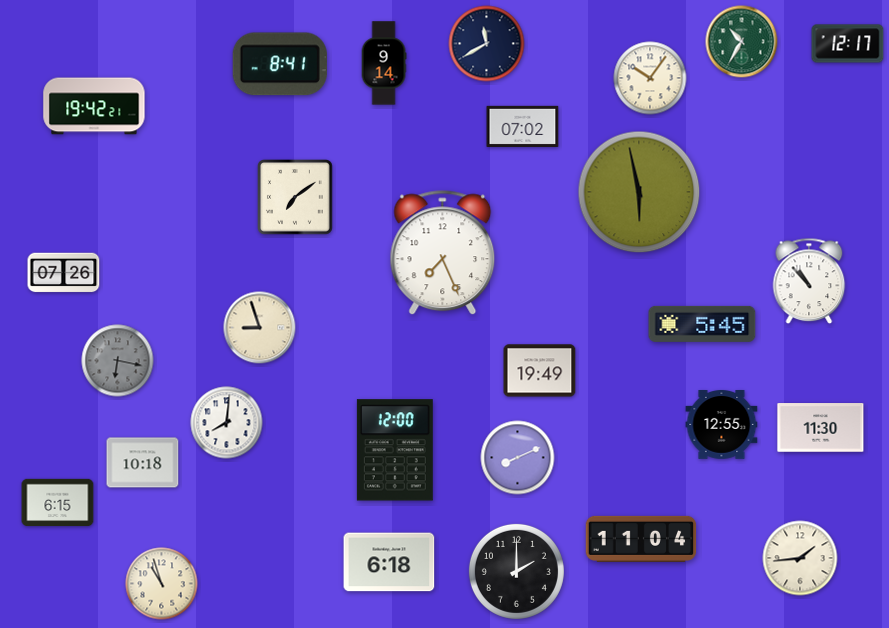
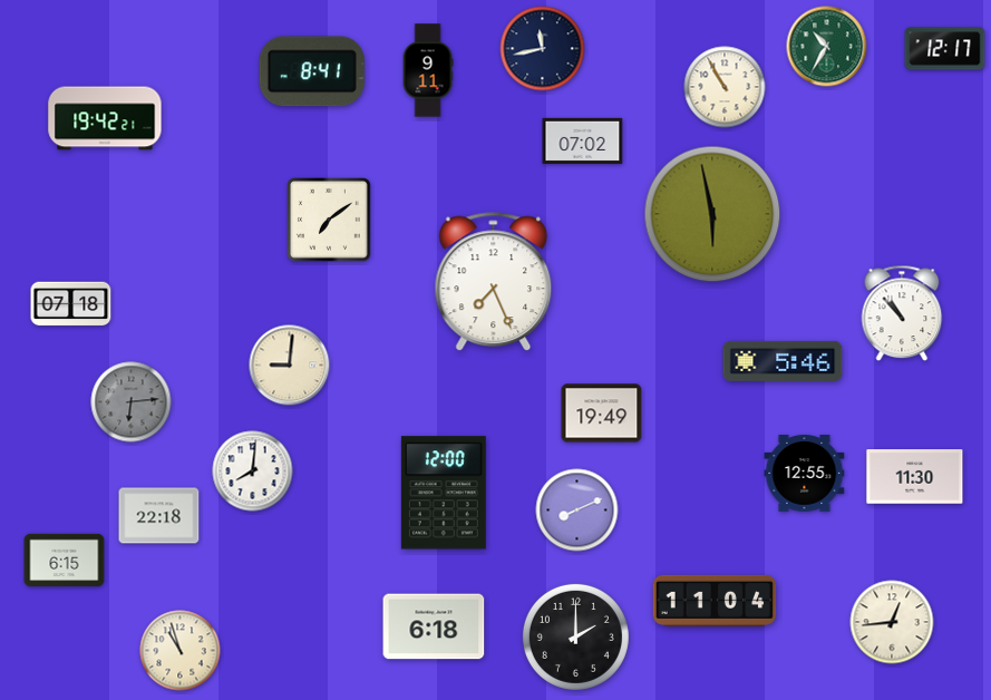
clock at (487, 44): 11:40 -> 11:43
clock at (384, 63): 9:14 -> 9:11
clock at (650, 78): 10:06 -> 10:55
clock at (64, 273): 07:26 -> 07:18
clock at (702, 324): 5:45 -> 5:46
clock at (260, 328): 8:57 -> 9:01
clock at (118, 361): 6:17 -> 6:14
clock at (395, 450) position: (395, 450) -> (444, 493)
clock at (143, 463): 10:18 -> 22:18
clock at (800, 558): 1:44 -> 12:44
